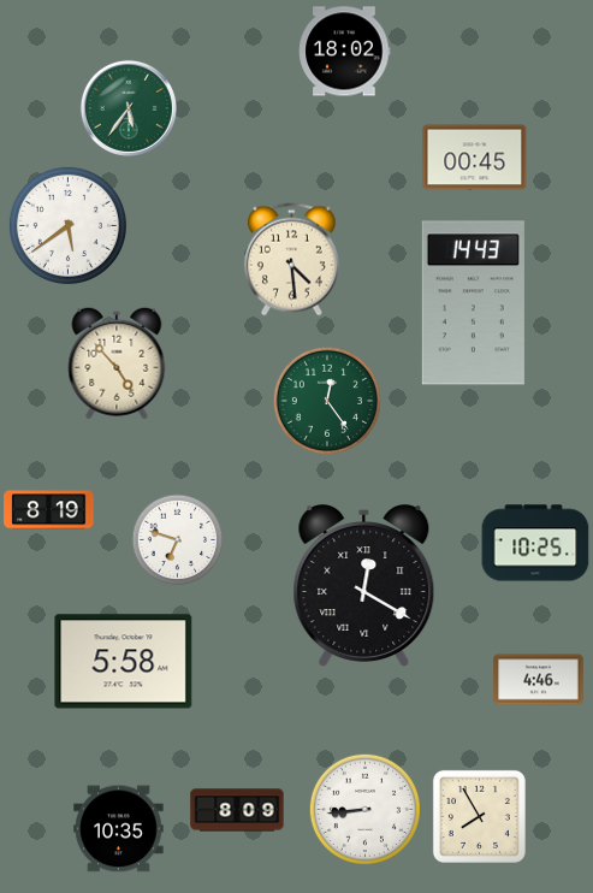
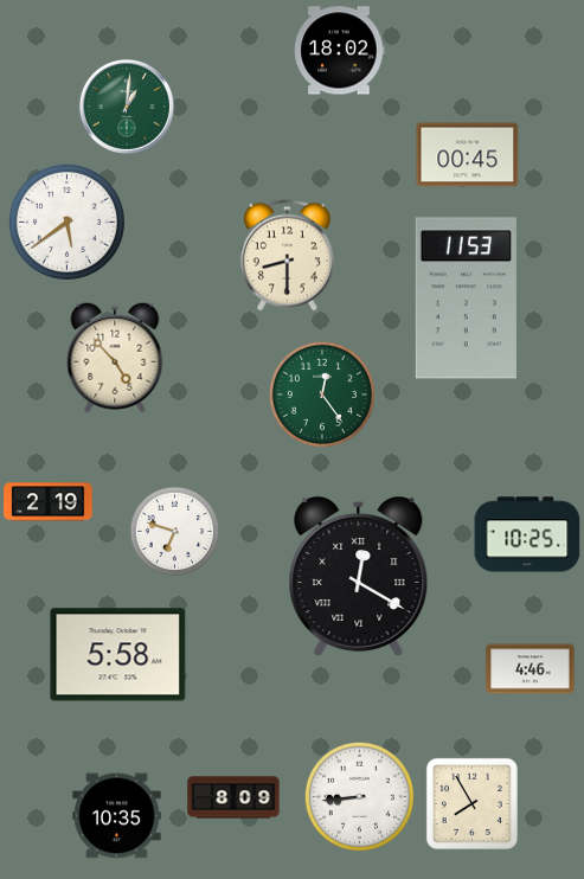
clock at (129, 108): 5:36 -> 1:01
clock at (291, 260): 4:29 -> 8:30
clock at (473, 303): 14:43 -> 11:53
clock at (49, 510): 8:19 -> 2:19
clock at (124, 662) position: (124, 662) -> (118, 655)
